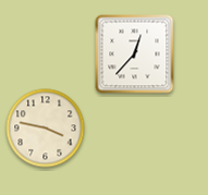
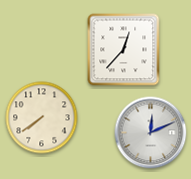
clock at (46, 129): 3:47 -> 7:39
clock at (151, 133): none -> 12:11
